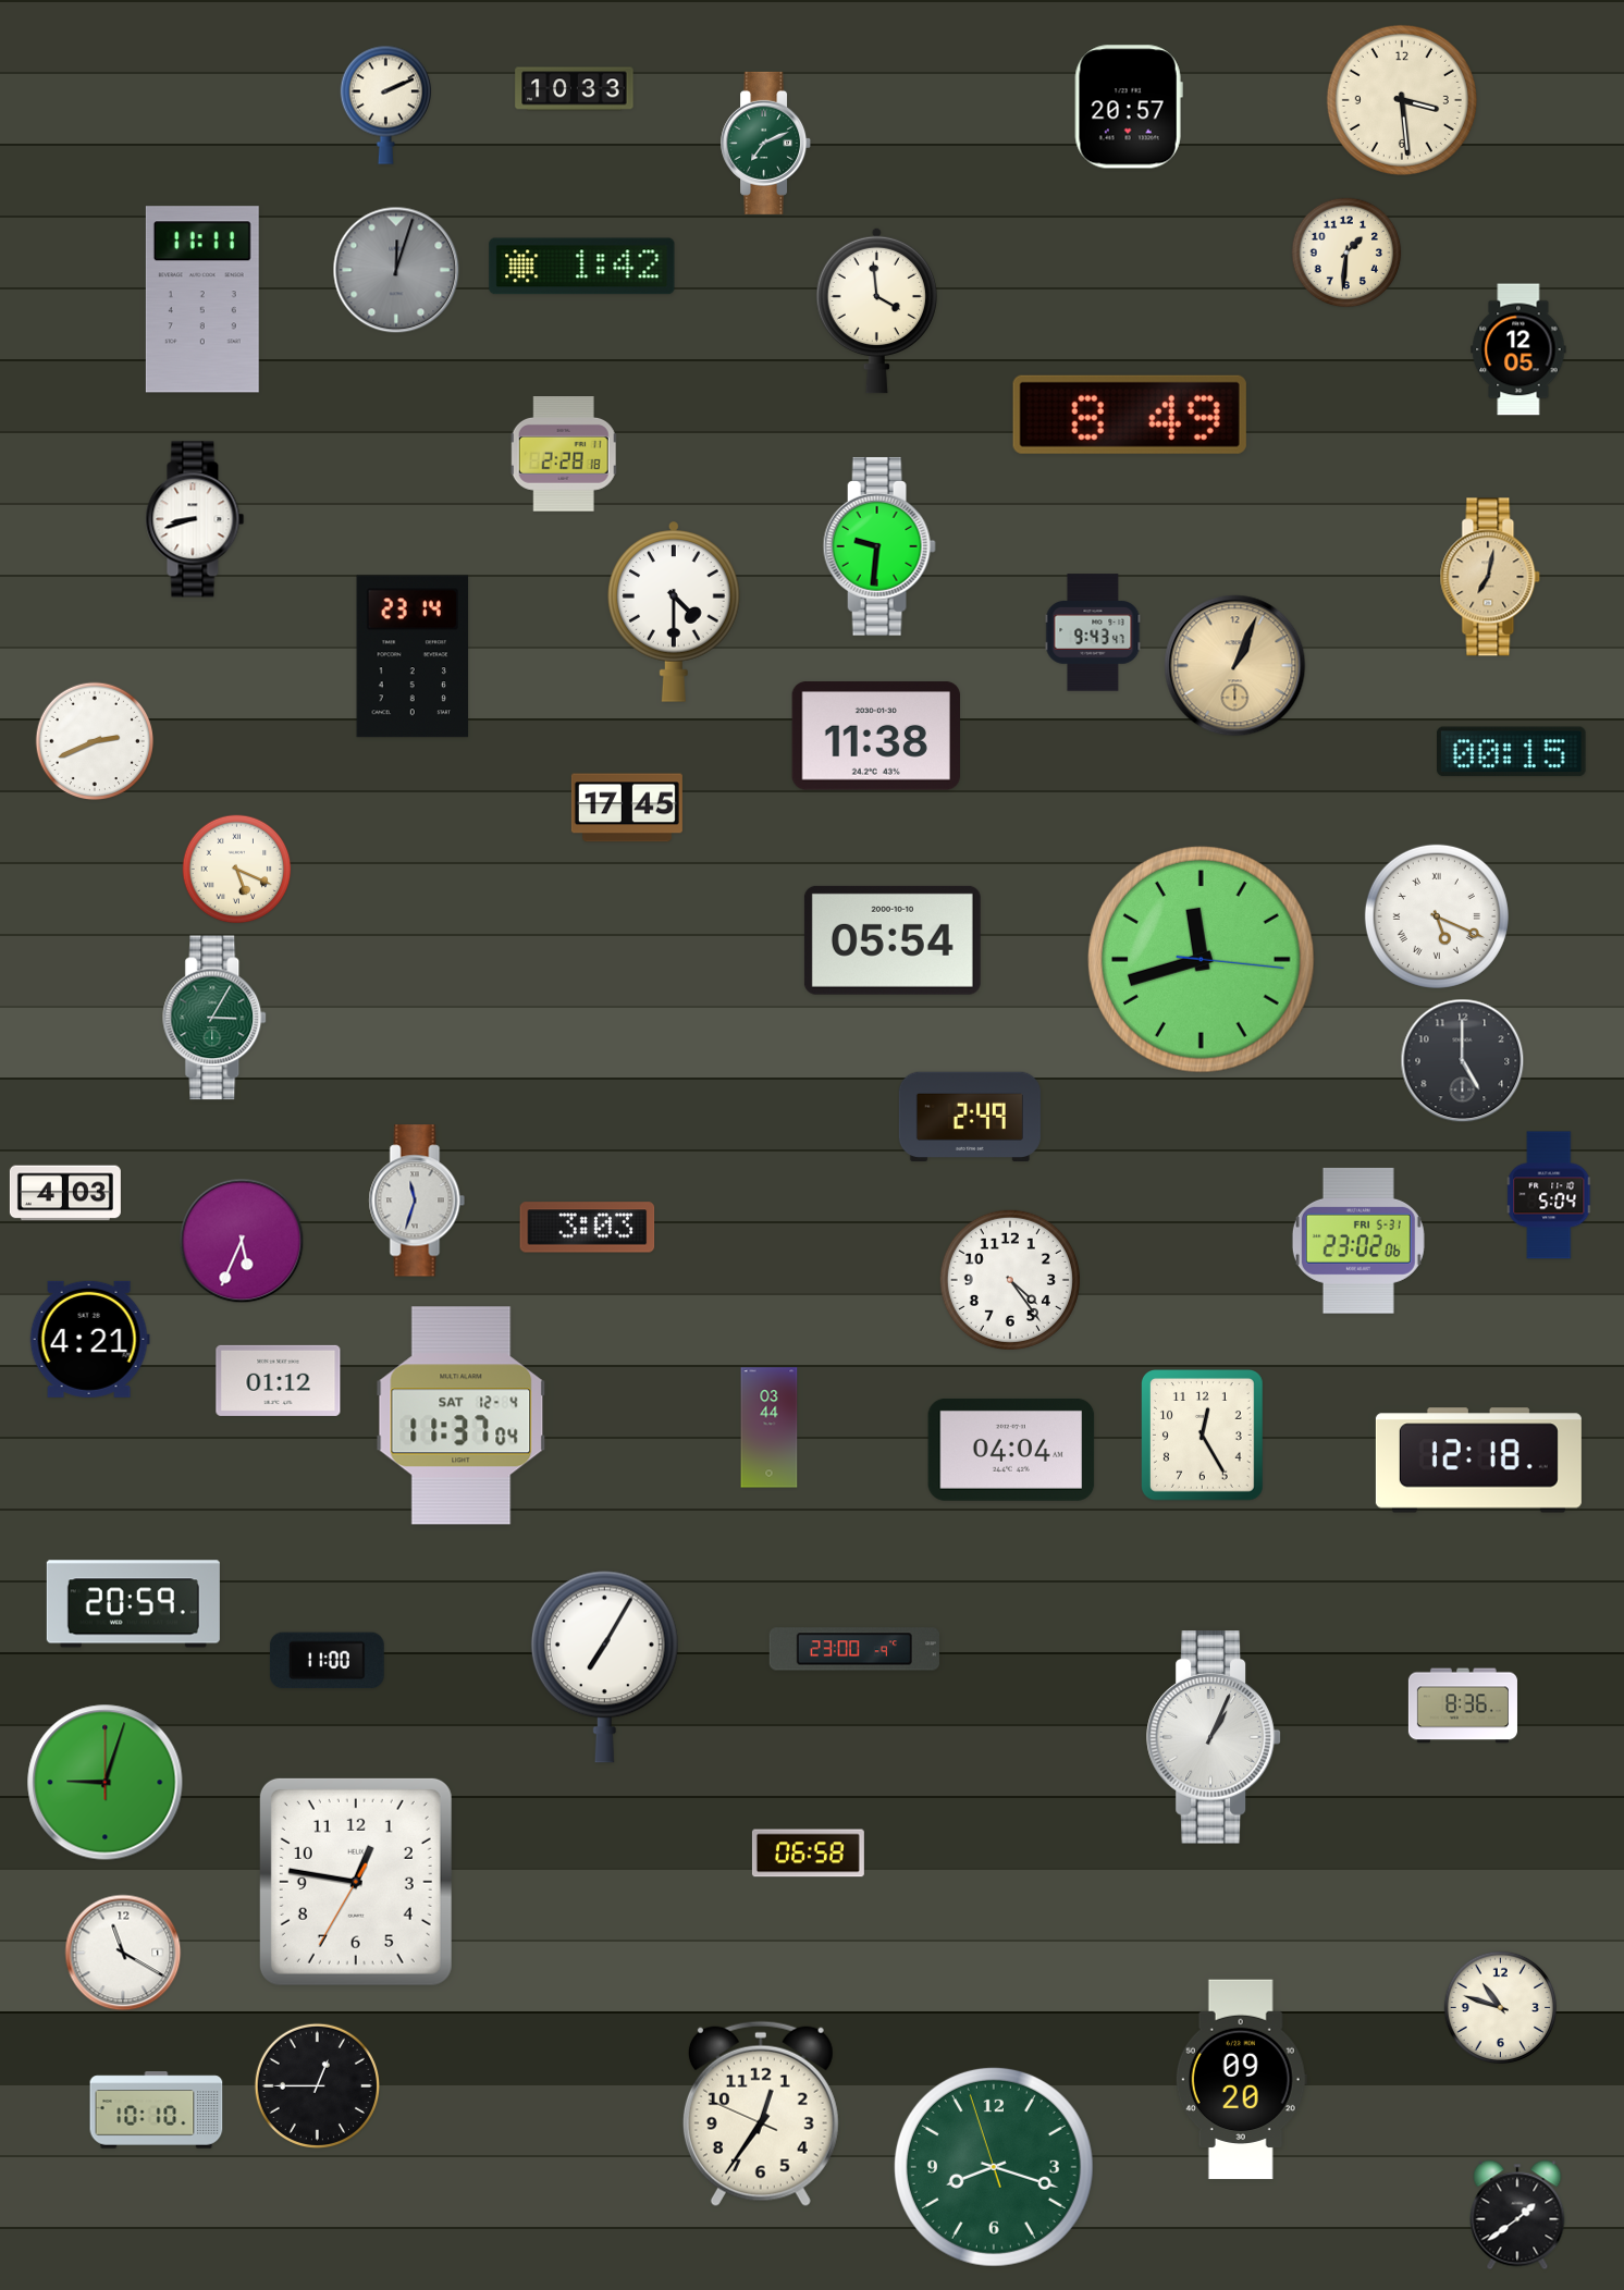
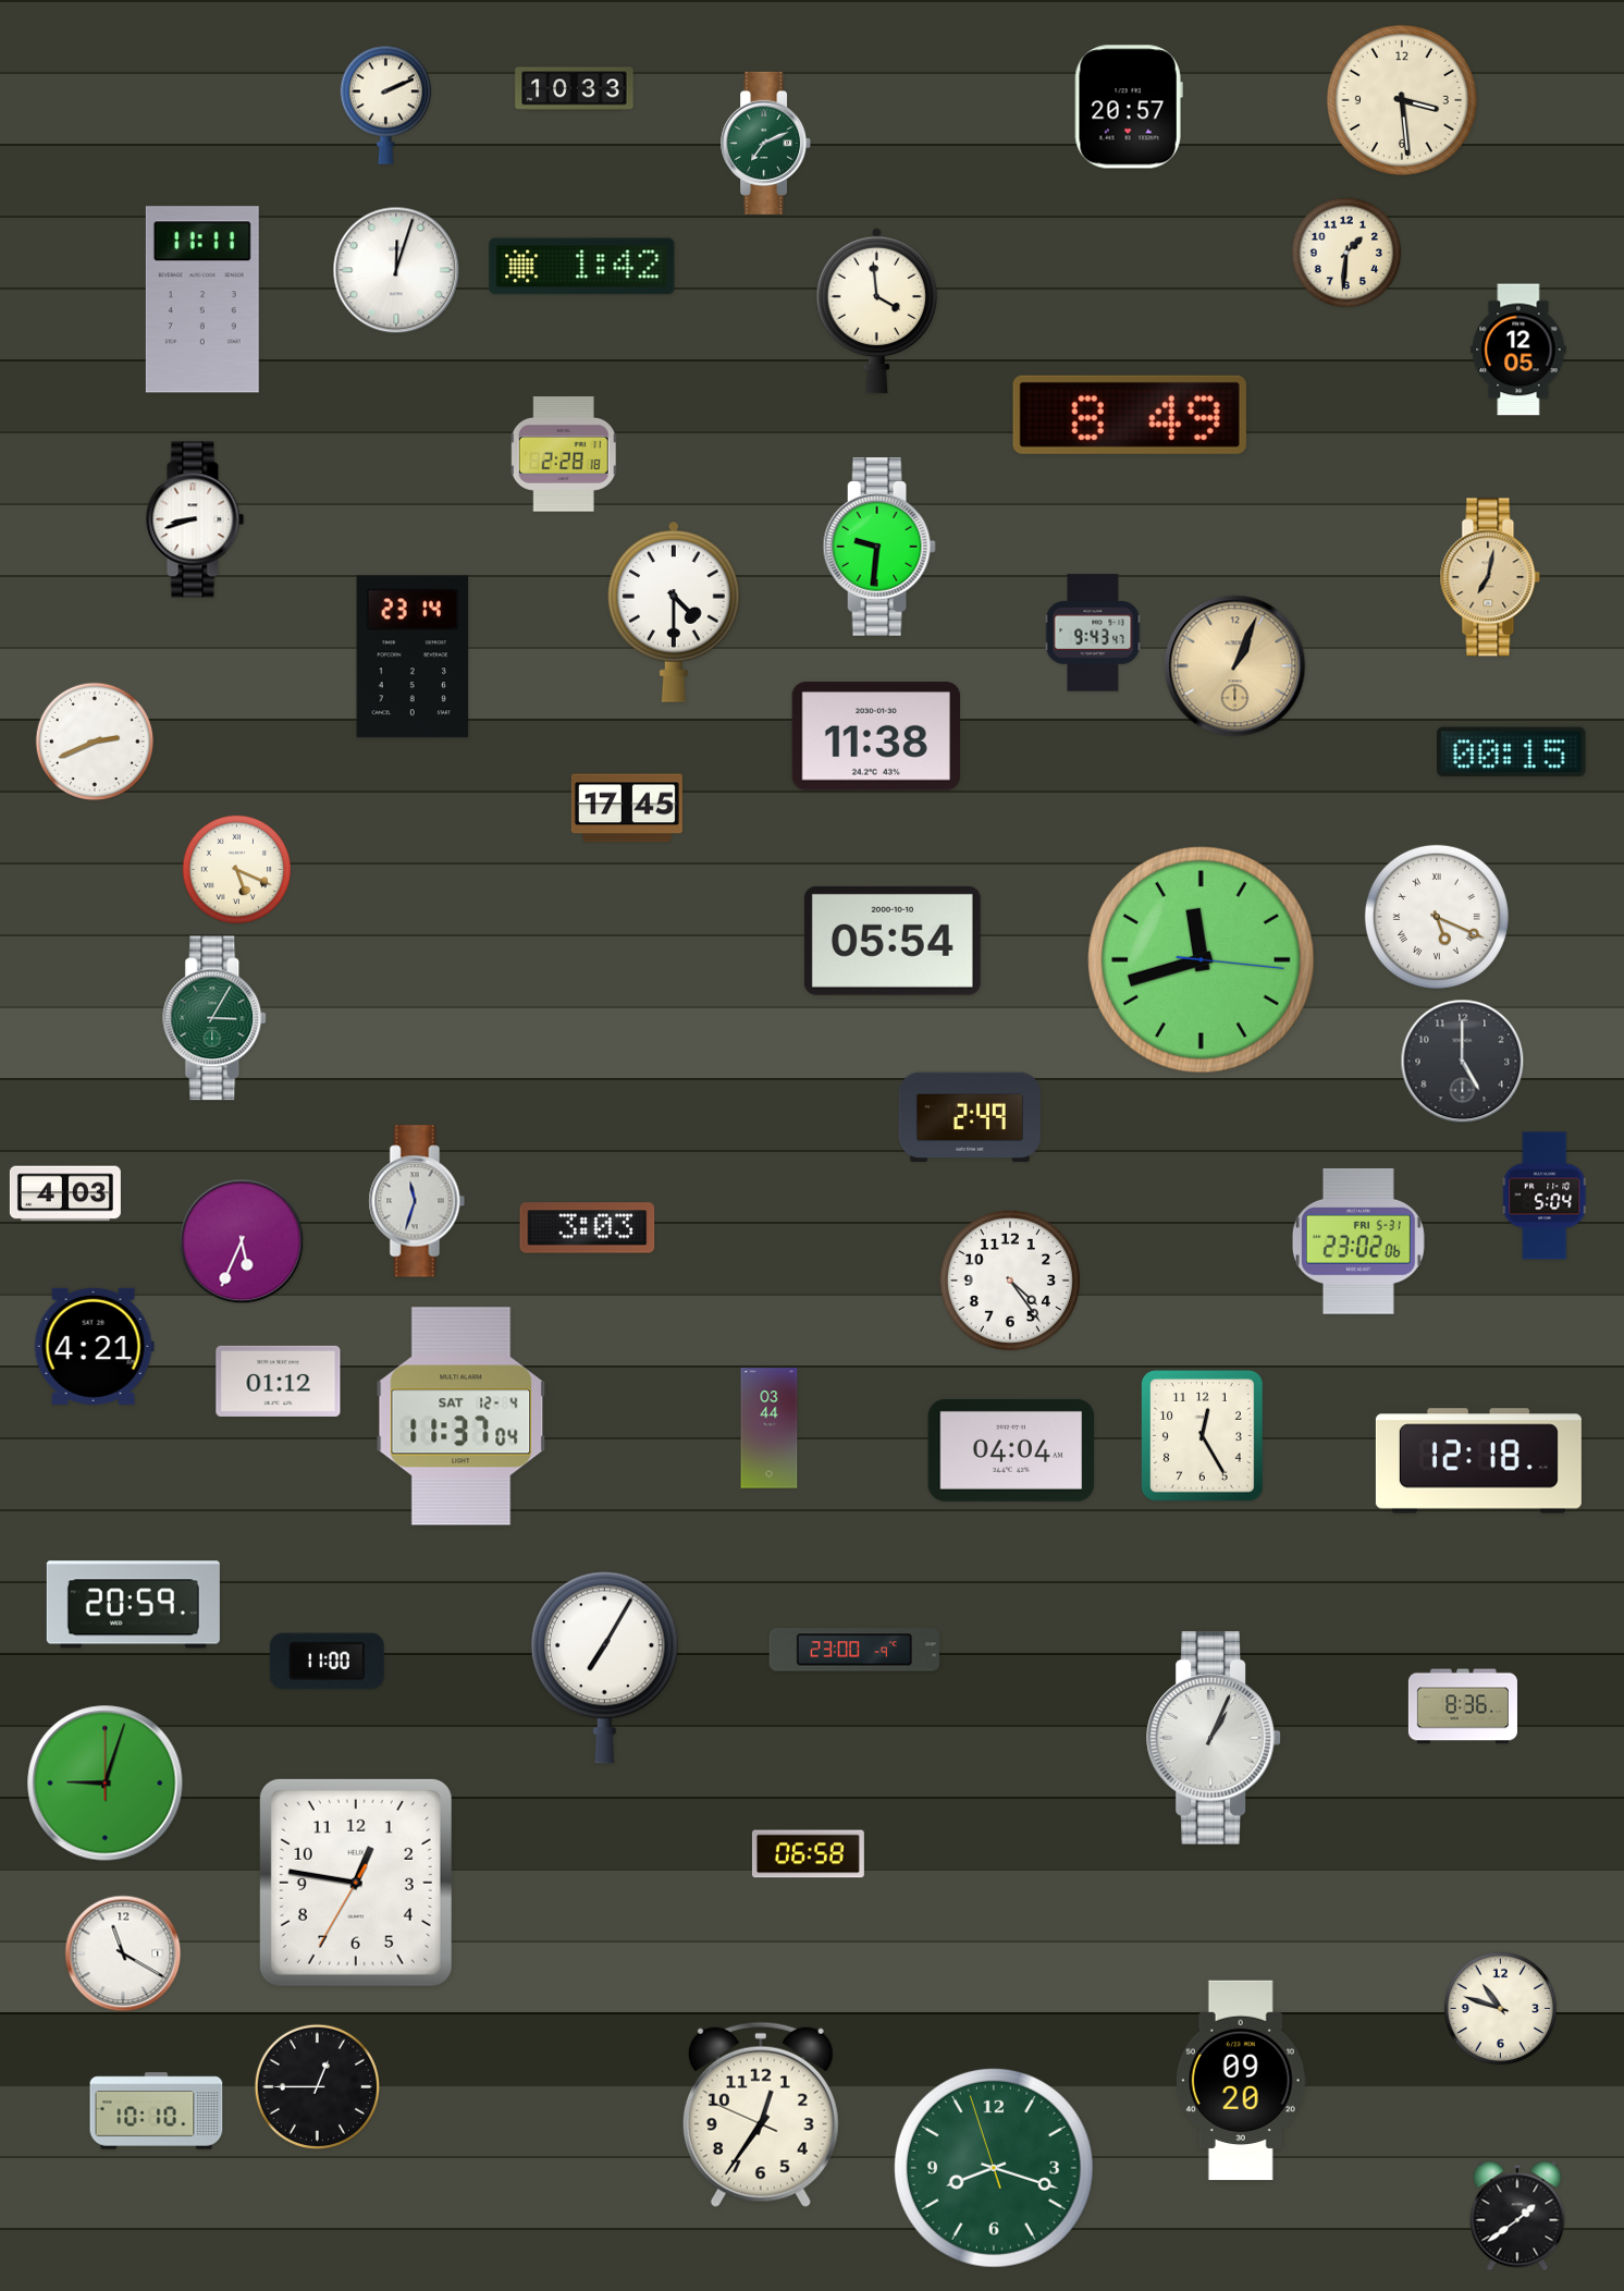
clock at (396, 270) dial: grey -> white
clock at (1550, 1195) position: (1550, 1195) -> (1546, 1196)
clock at (89, 1339) position: (89, 1339) -> (94, 1346)
